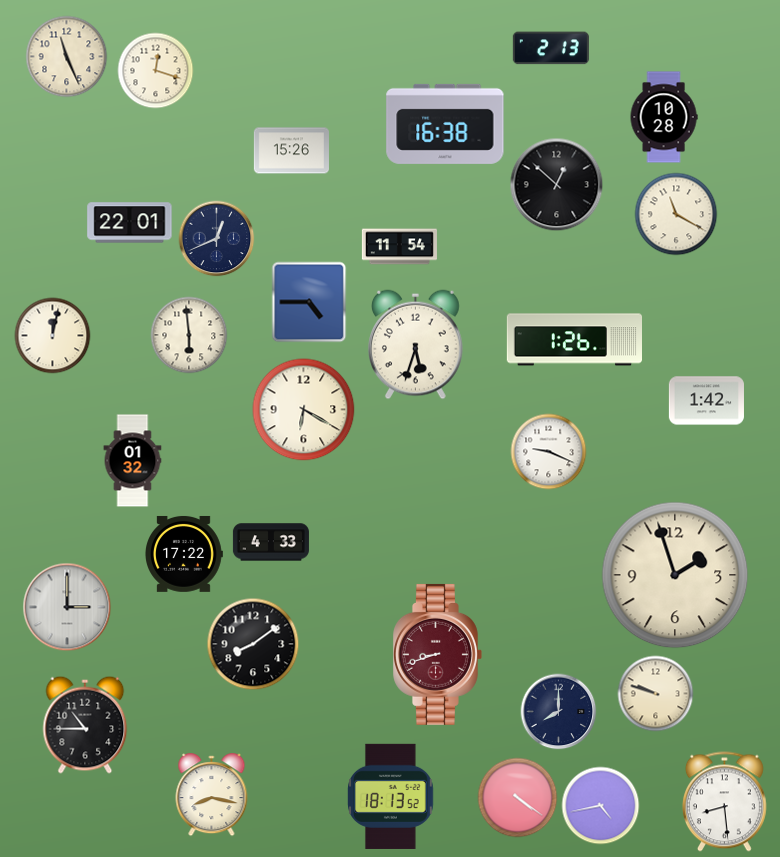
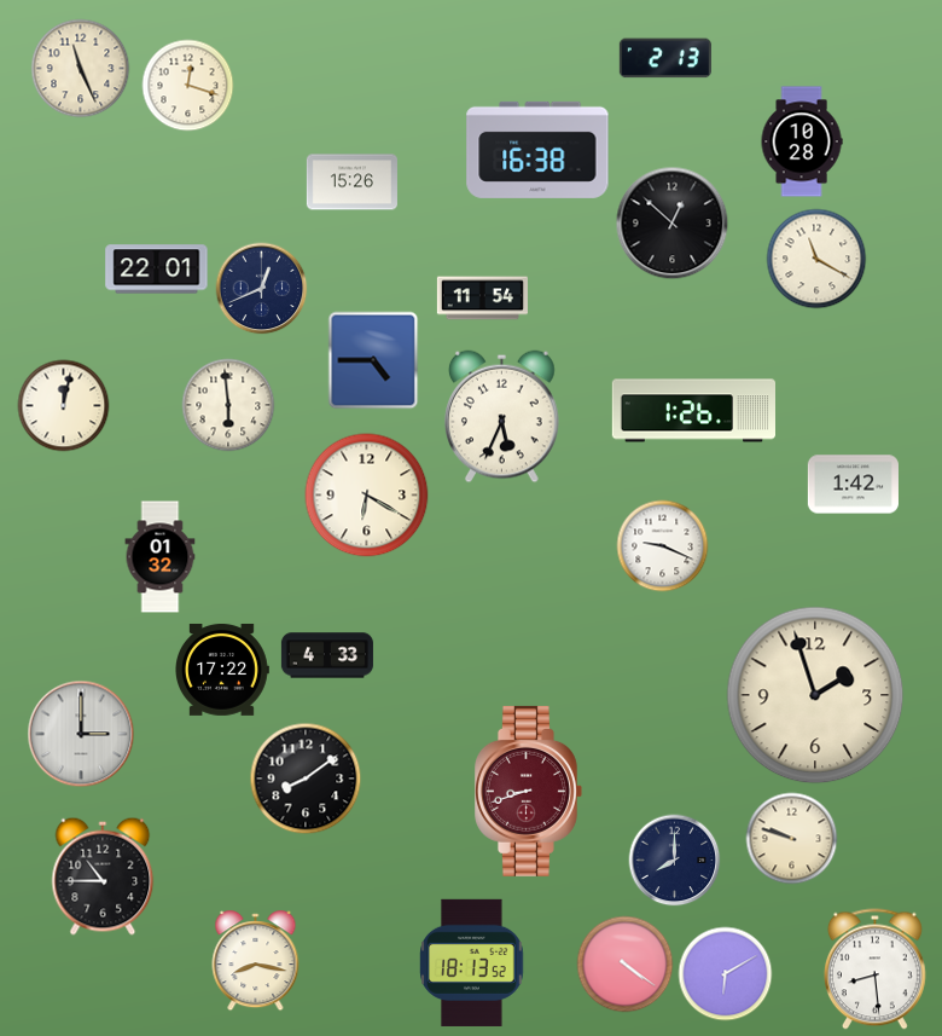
clock at (309, 302) position: (309, 302) -> (373, 360)
clock at (416, 345): 5:33 -> 5:34
clock at (601, 806): 4:43 -> 6:10
